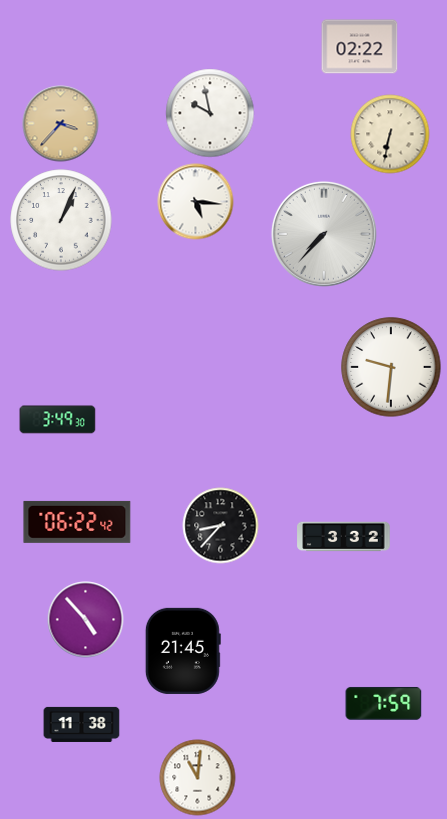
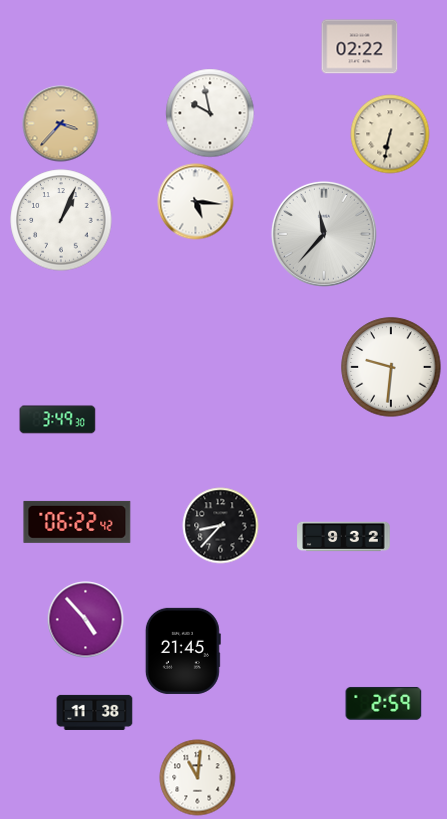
clock at (324, 234): 7:37 -> 11:37
clock at (344, 537): 3:32 -> 9:32
clock at (384, 704): 7:59 -> 2:59
clock at (82, 724) position: (82, 724) -> (95, 712)
